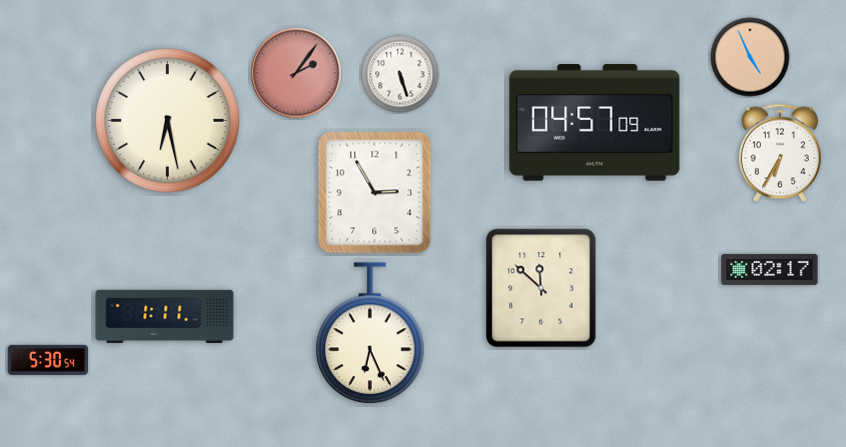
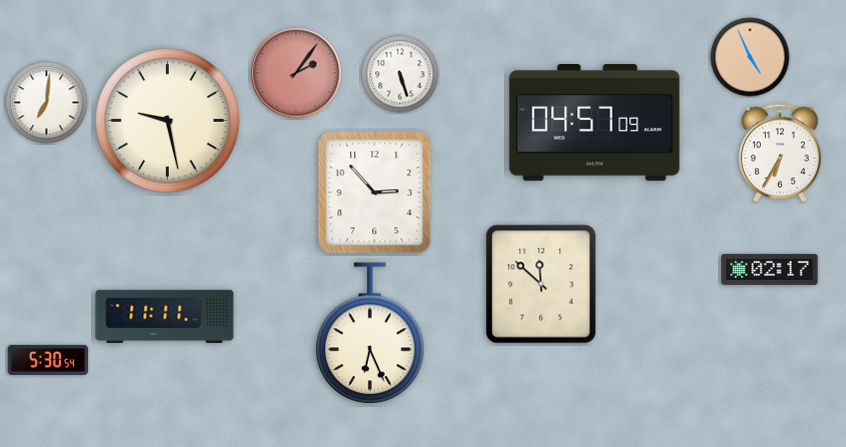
clock at (47, 103): none -> 7:01
clock at (168, 121): 6:28 -> 9:28
clock at (375, 193): 2:55 -> 2:53
clock at (541, 288) position: (541, 288) -> (541, 284)
clock at (165, 316): 1:11 -> 11:11
